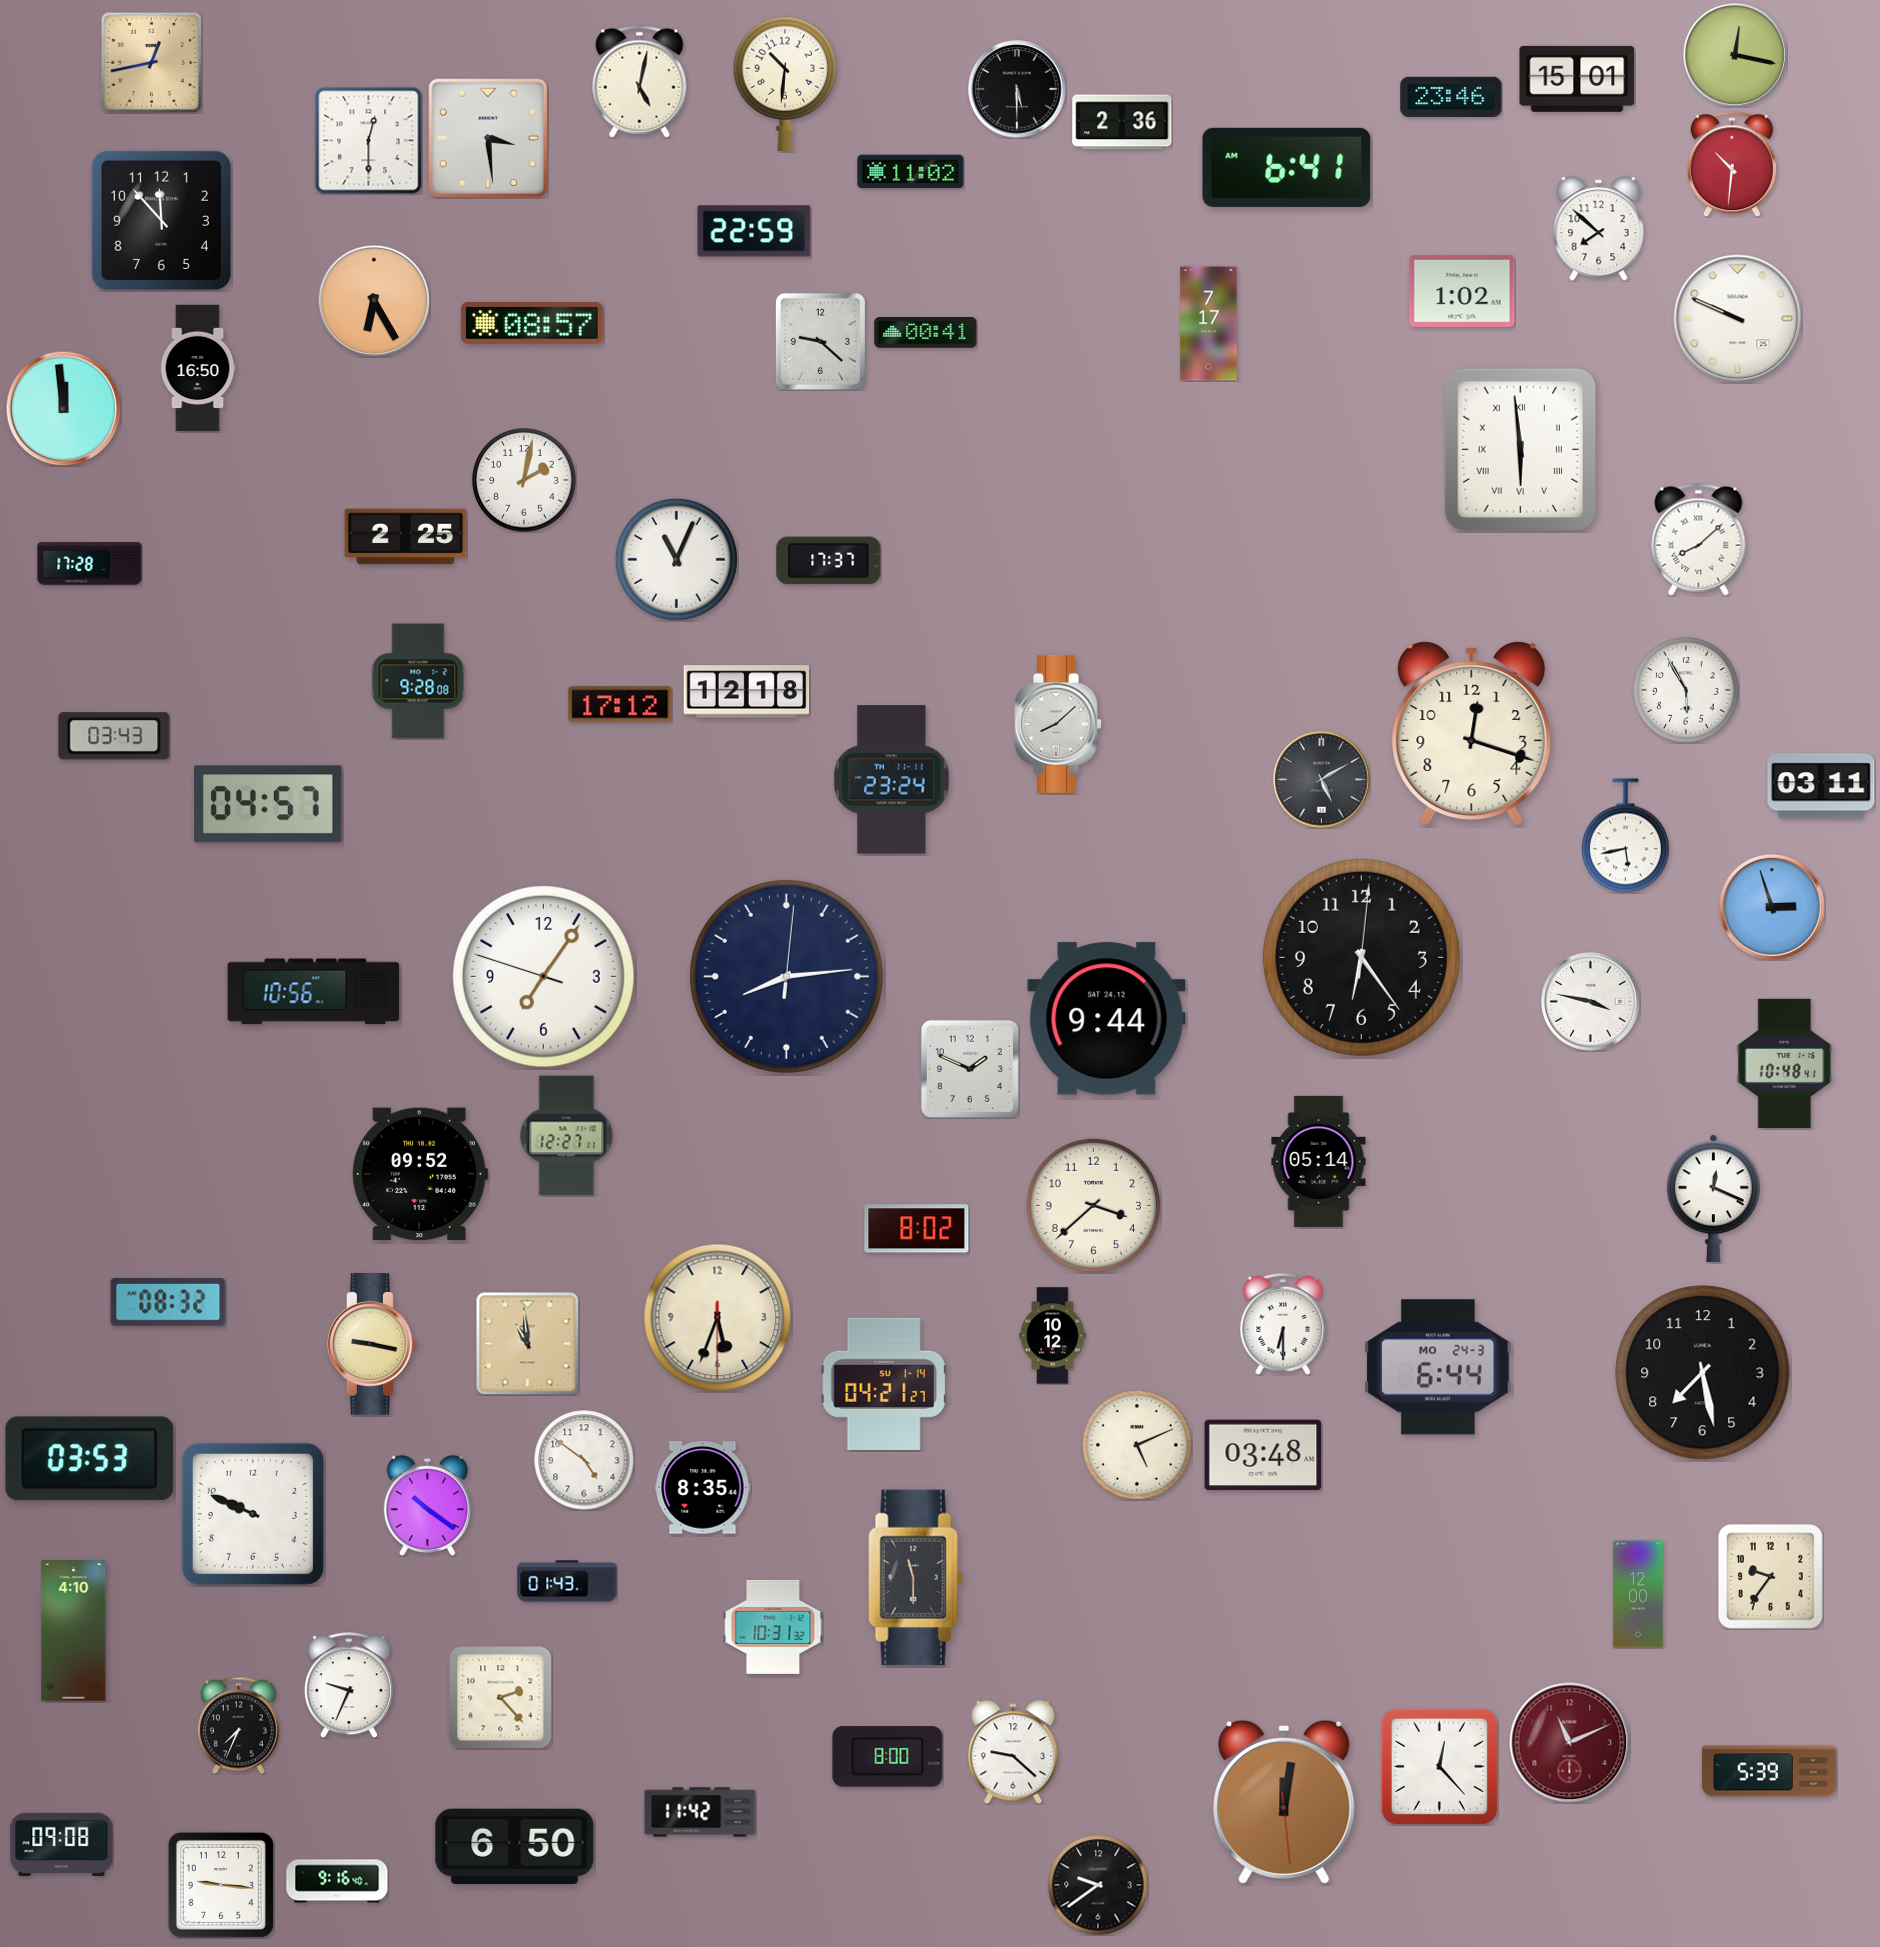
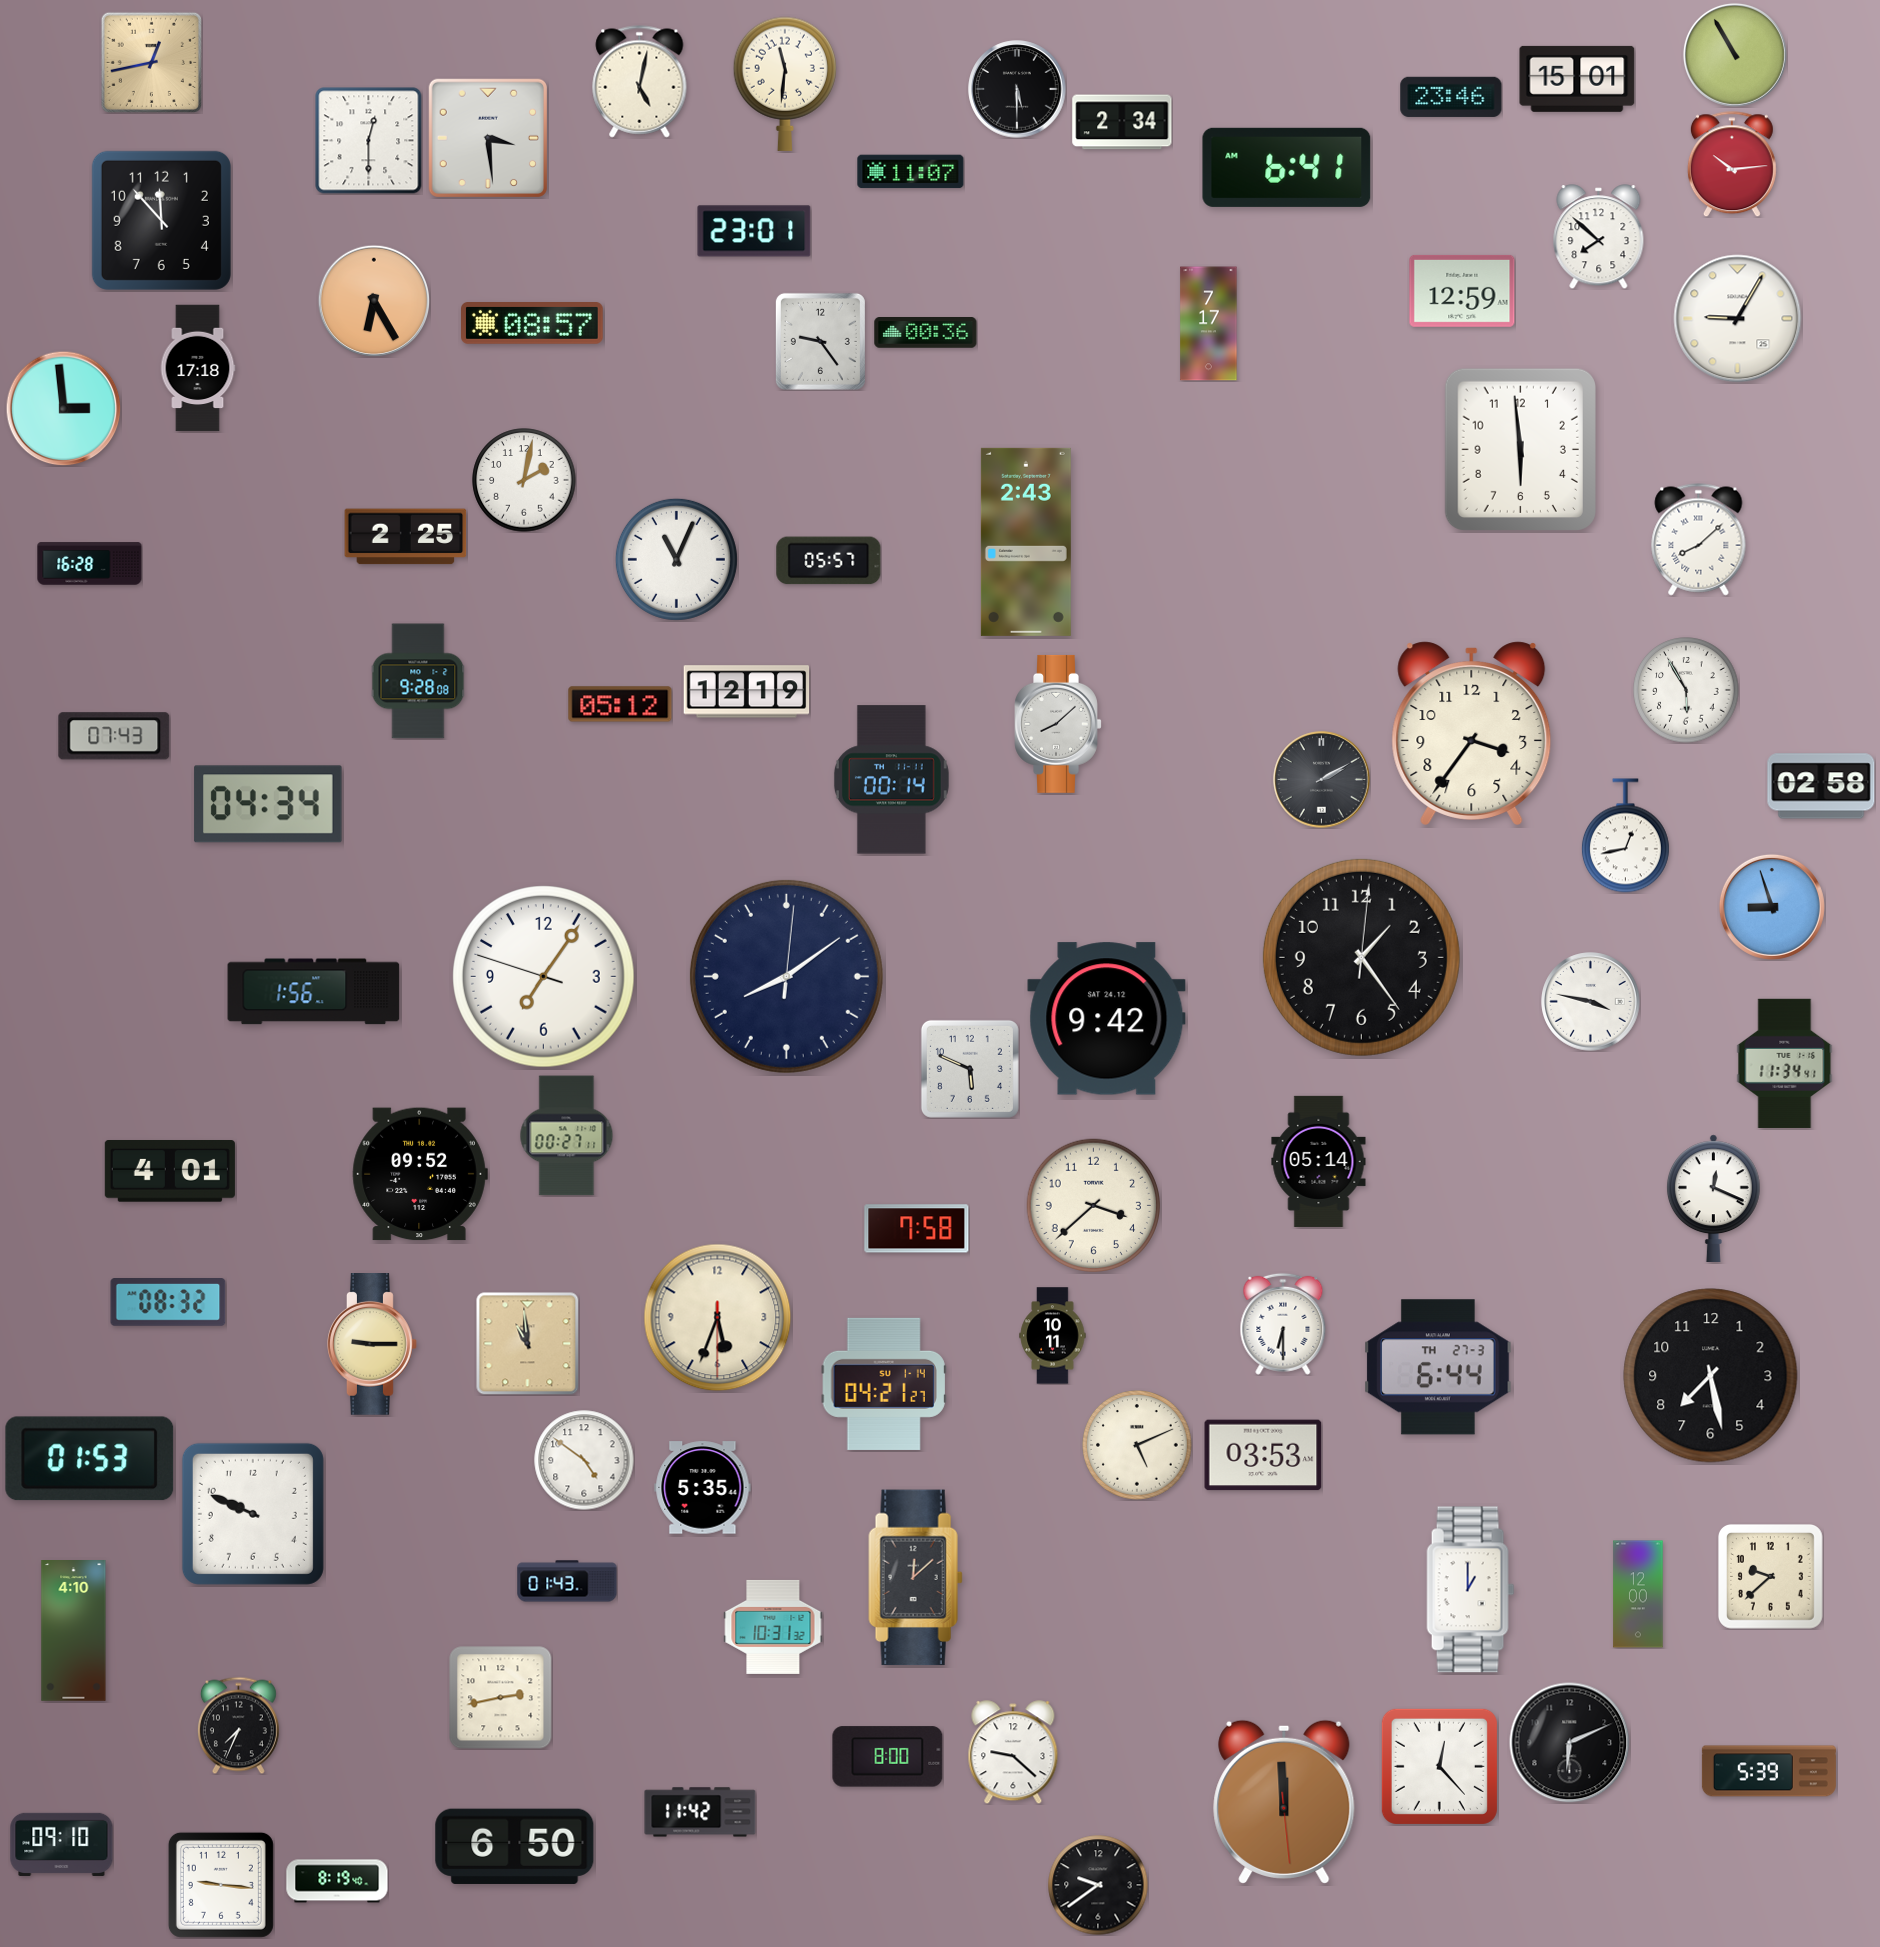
clock at (1735, 55): 12:17 -> 10:55
clock at (784, 84): 10:31 -> 11:31
clock at (1122, 122): 2:36 -> 2:34
clock at (1732, 164): 10:31 -> 10:14
clock at (911, 172): 11:02 -> 11:07
clock at (1599, 229) position: (1599, 229) -> (1599, 237)
clock at (754, 231): 22:59 -> 23:01
clock at (1462, 291): 1:02 -> 12:59
clock at (1738, 319): 9:49 -> 9:05
clock at (926, 333): 00:41 -> 00:36
clock at (820, 341): 9:22 -> 9:24
clock at (198, 368): 16:50 -> 17:18
clock at (63, 408): 11:59 -> 2:59
clock at (1520, 449) numerals: Roman -> Arabic
clock at (1026, 542): none -> 2:43
clock at (829, 561): 17:37 -> 05:57
clock at (90, 564): 17:28 -> 16:28
clock at (747, 692): 12:18 -> 12:19
clock at (620, 704): 17:12 -> 05:12
clock at (1472, 733): 12:18 -> 3:36
clock at (114, 736): 03:43 -> 07:43
clock at (891, 780): 23:24 -> 00:14
clock at (1322, 780): 5:10 -> 2:10
clock at (1821, 786): 03:11 -> 02:58
clock at (268, 804): 04:57 -> 04:34
clock at (1625, 836): 5:43 -> 12:43
clock at (1772, 907): 2:57 -> 8:57
clock at (1361, 957): 6:24 -> 1:24
clock at (786, 976): 8:14 -> 8:09
clock at (314, 992): 10:56 -> 1:56
clock at (1107, 1019): 9:44 -> 9:42
clock at (1785, 1063): 10:48 -> 11:34
clock at (970, 1069): 1:49 -> 5:49
clock at (567, 1136): 12:27 -> 00:27
clock at (170, 1172): none -> 4:01
clock at (917, 1229): 8:02 -> 7:58
clock at (1053, 1336): 10:12 -> 10:11
clock at (373, 1345): 9:17 -> 9:15
clock at (1438, 1367) date: MO 24-3 -> TH 27-3
clock at (1703, 1373) position: (1703, 1373) -> (1711, 1376)
clock at (1263, 1455): 03:48 -> 03:53
clock at (90, 1459): 03:53 -> 01:53
clock at (703, 1488): 8:35 -> 5:35
clock at (427, 1505): 10:21 -> none
clock at (1771, 1577): 9:36 -> 9:38
clock at (916, 1578): 11:30 -> 12:08
clock at (1471, 1590): none -> 1:00
clock at (349, 1685): 9:34 -> none
clock at (500, 1697): 2:23 -> 2:43
clock at (1570, 1743): 11:11 -> 6:11
clock at (1570, 1743) dial: burgundy -> black
clock at (1284, 1802): 12:01 -> 11:59
clock at (62, 1844): 09:08 -> 09:10
clock at (337, 1881): 9:16 -> 8:19
